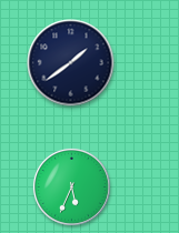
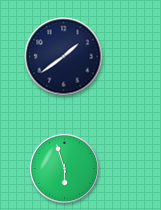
clock at (71, 186): 5:34 -> 5:57
